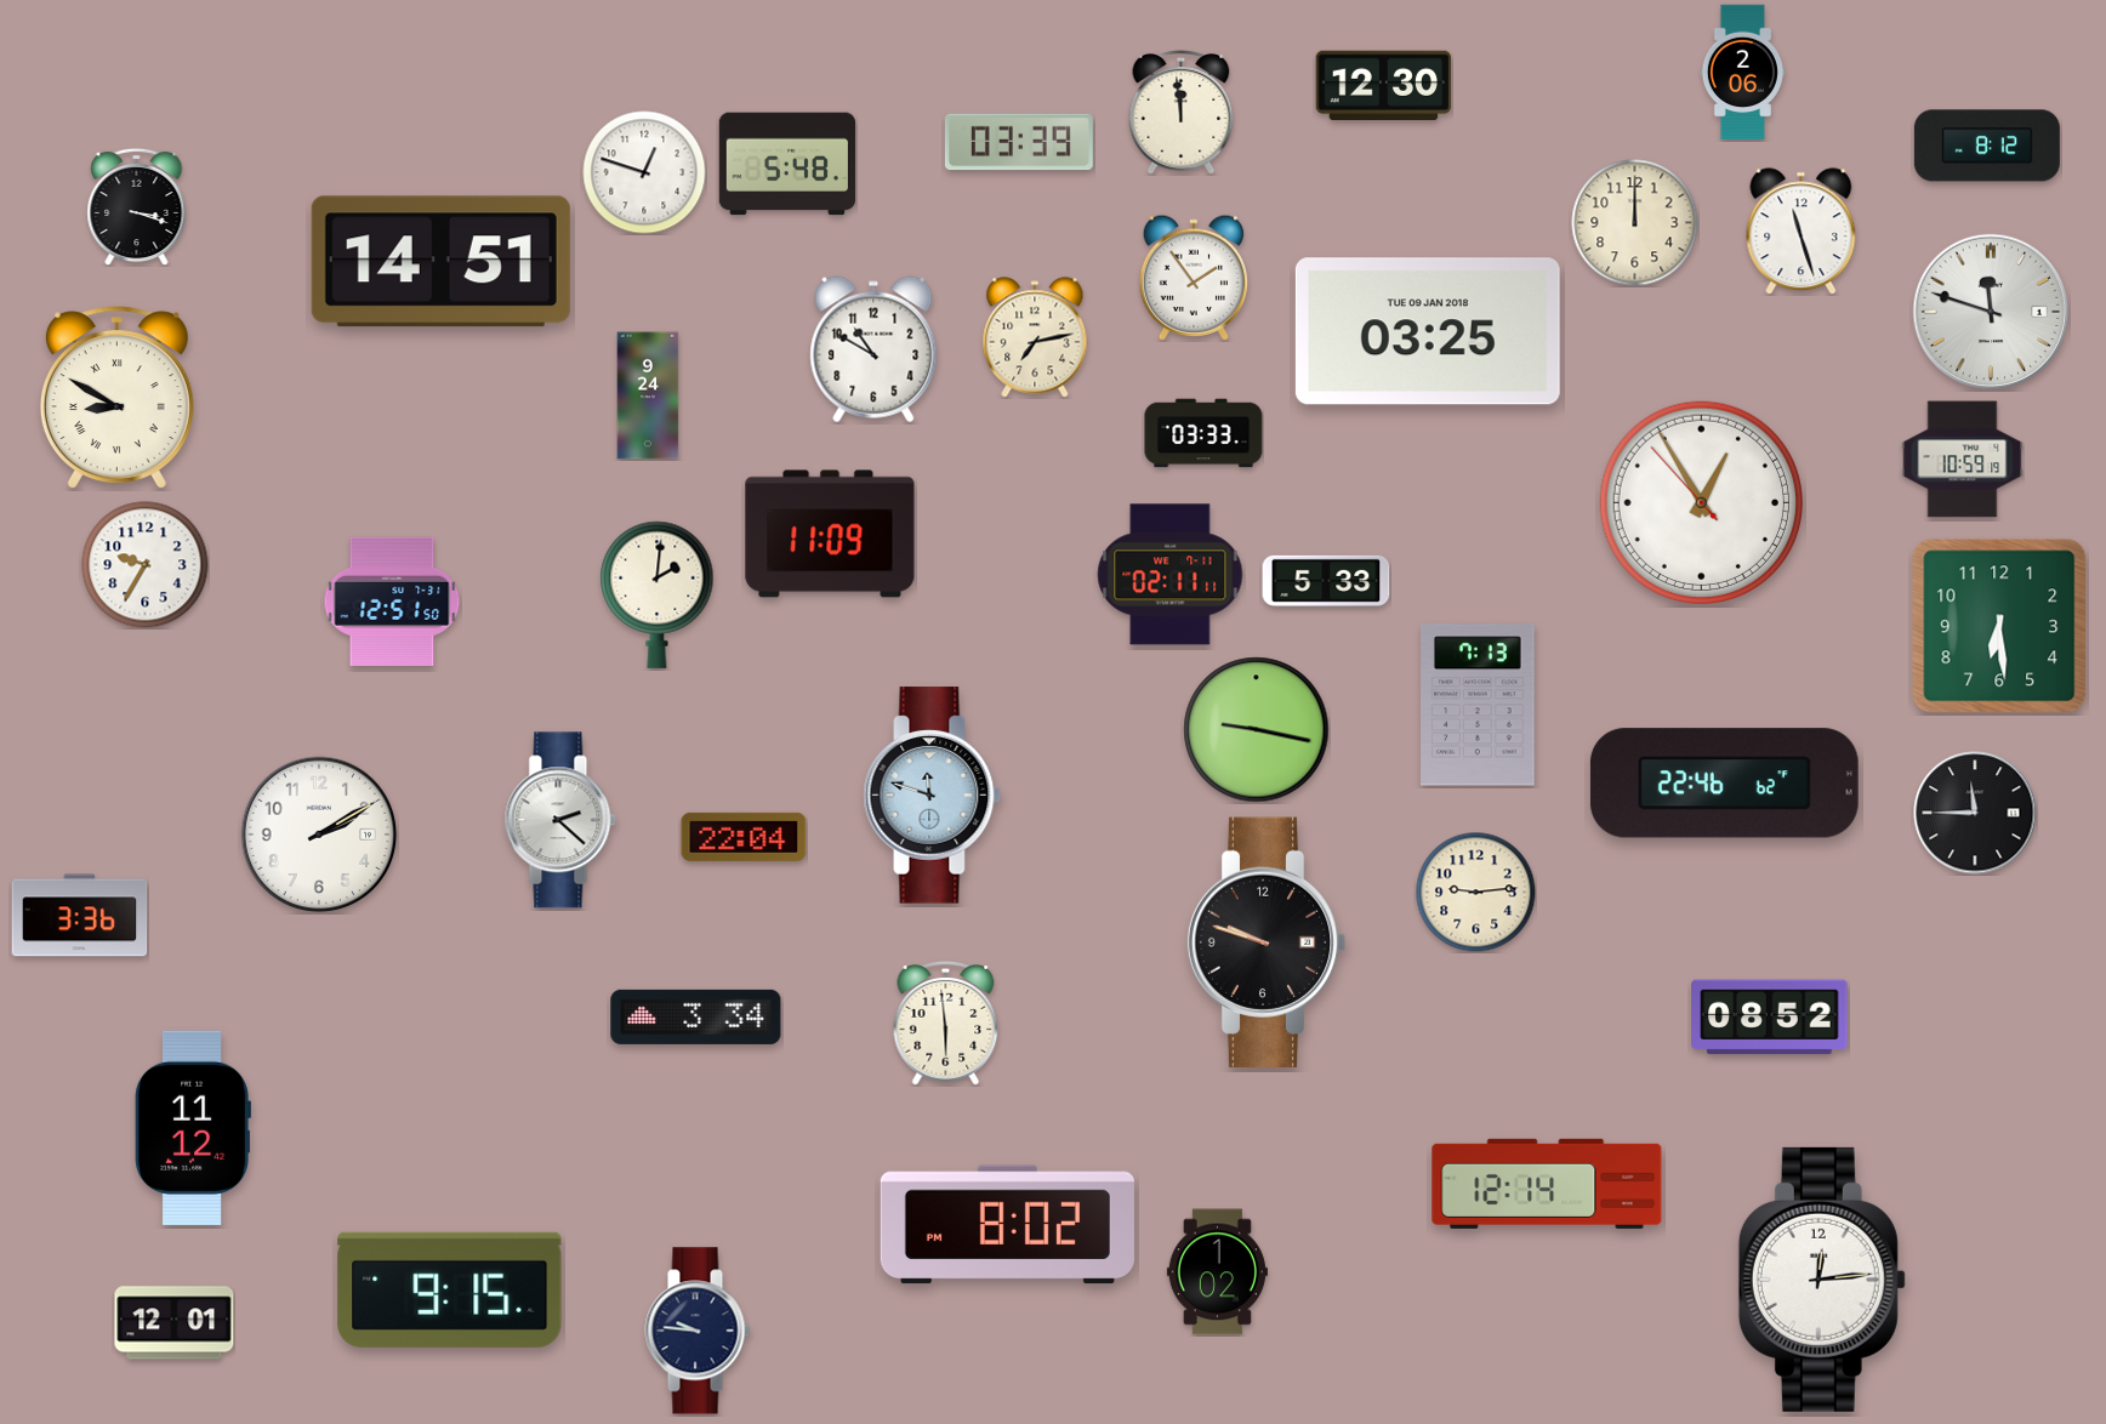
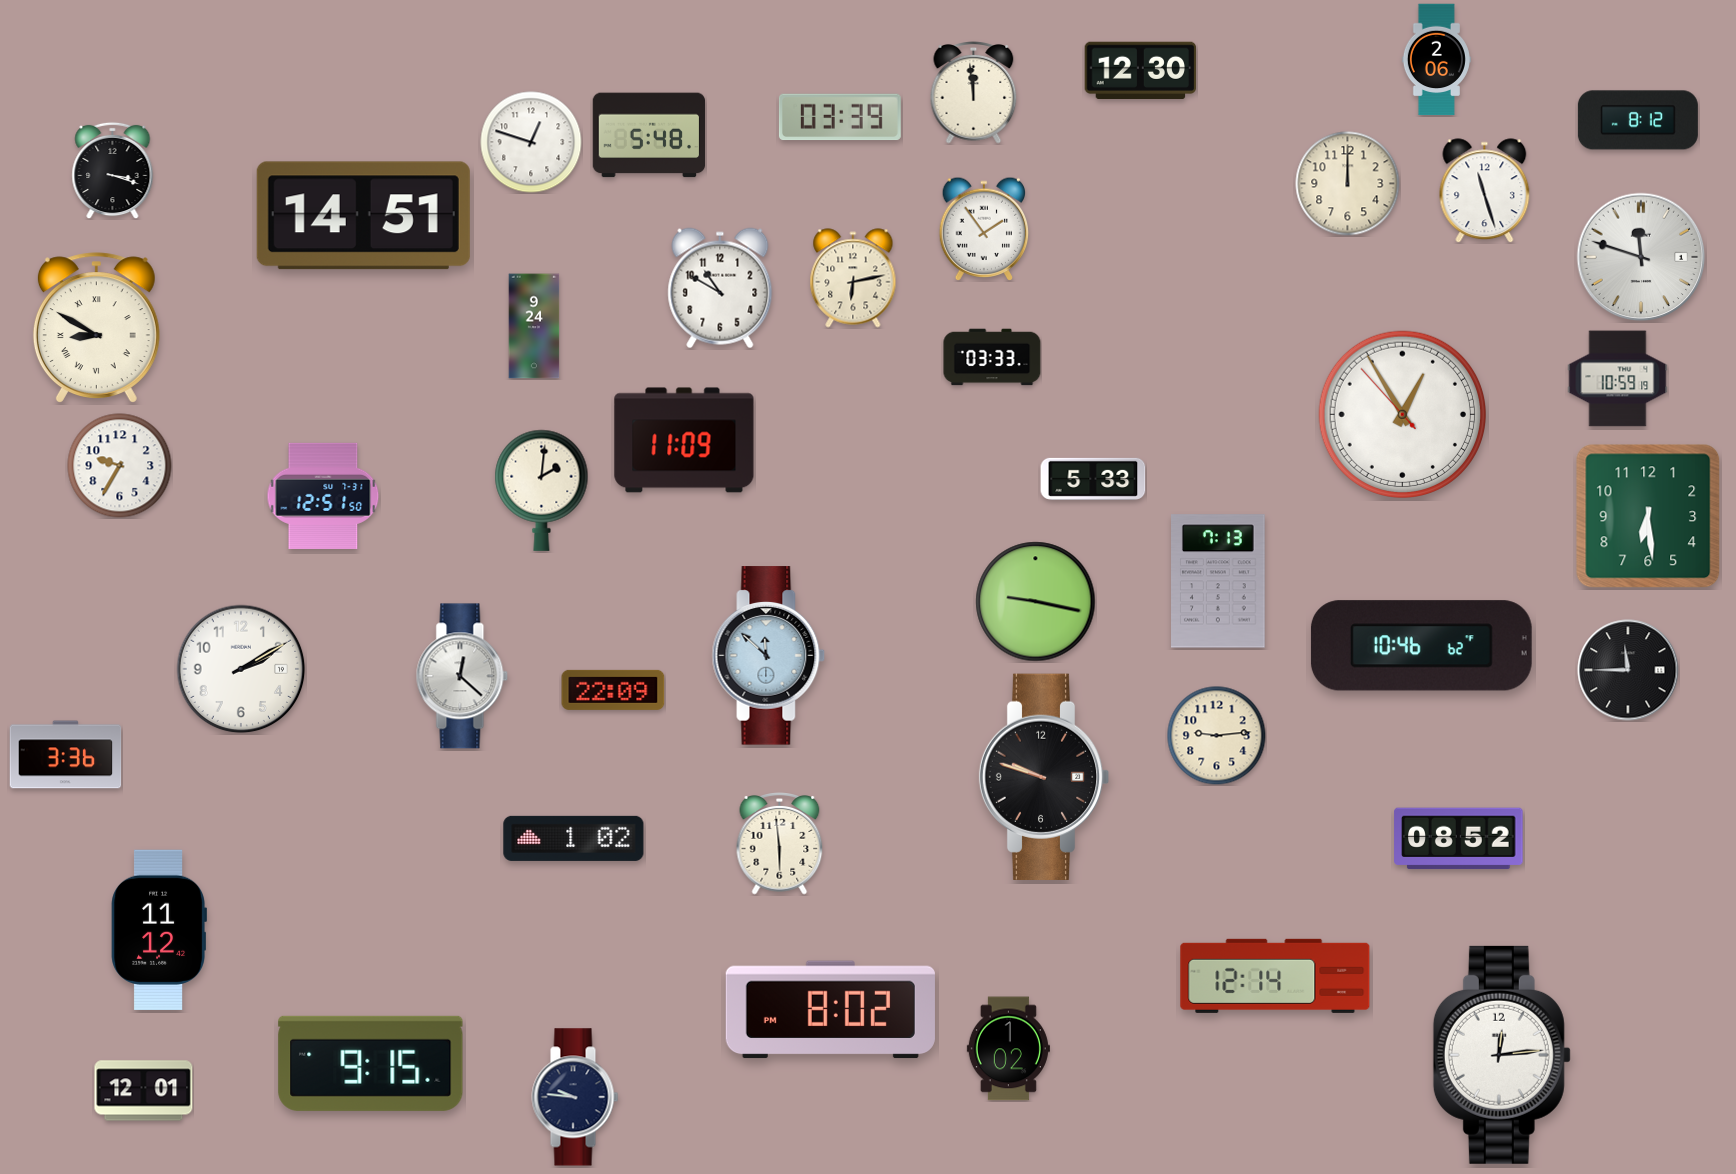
clock at (1428, 331): 03:25 -> none
clock at (1035, 337): 7:13 -> 6:13
clock at (1171, 575): 02:11 -> none
clock at (1724, 784): 22:46 -> 10:46
clock at (933, 796): 11:48 -> 11:52
clock at (560, 820): 2:22 -> 12:22
clock at (319, 835) position: (319, 835) -> (241, 669)
clock at (744, 837): 22:04 -> 22:09
clock at (696, 1016): 3:34 -> 1:02
clock at (1217, 1272) position: (1217, 1272) -> (1008, 1049)
